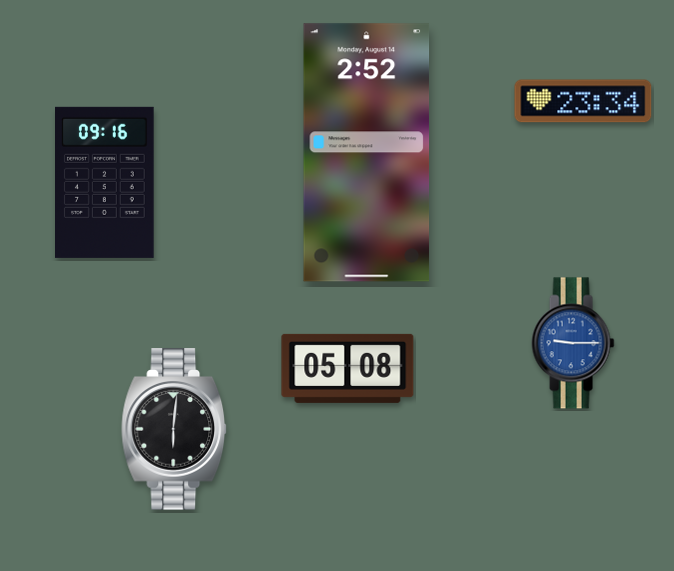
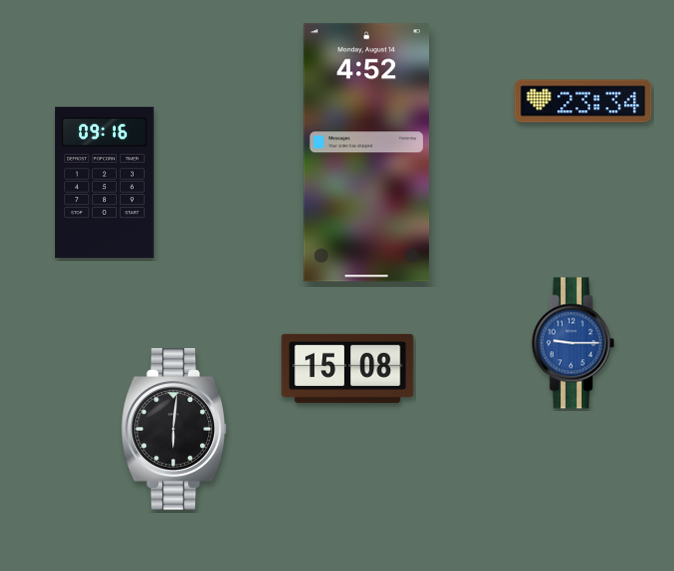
clock at (367, 153): 2:52 -> 4:52
clock at (348, 368): 05:08 -> 15:08
